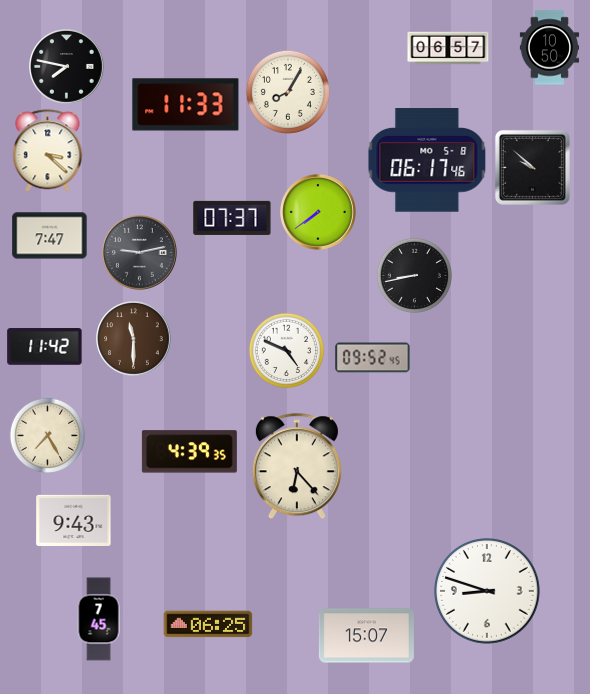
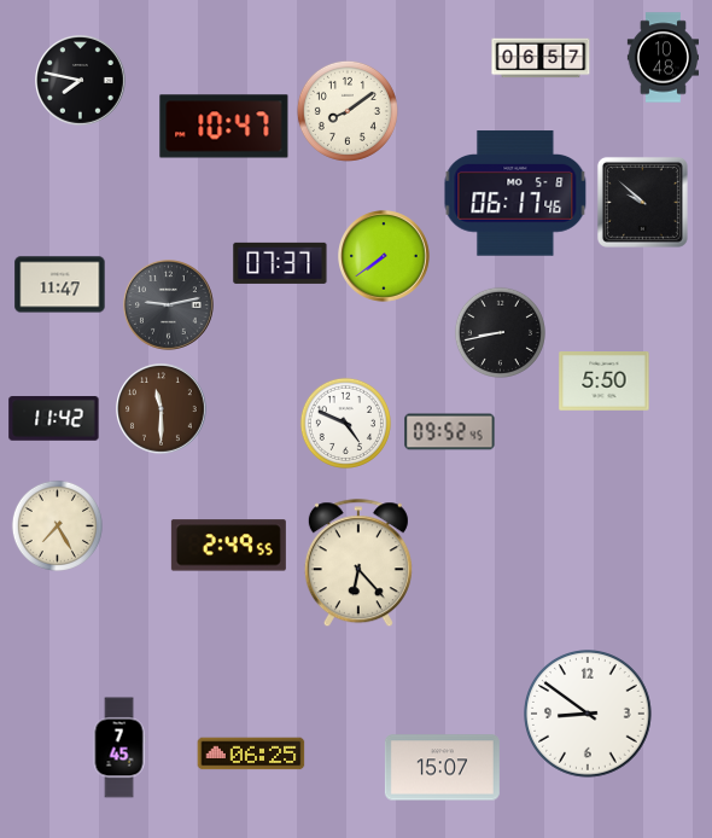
clock at (549, 48): 10:50 -> 10:48
clock at (288, 92): 8:05 -> 8:09
clock at (186, 105): 11:33 -> 10:47
clock at (48, 151): 3:22 -> none
clock at (50, 236): 7:47 -> 11:47
clock at (605, 382): none -> 5:50
clock at (189, 452): 4:39 -> 2:49
clock at (74, 520): 9:43 -> none
clock at (488, 592): 8:48 -> 8:51
